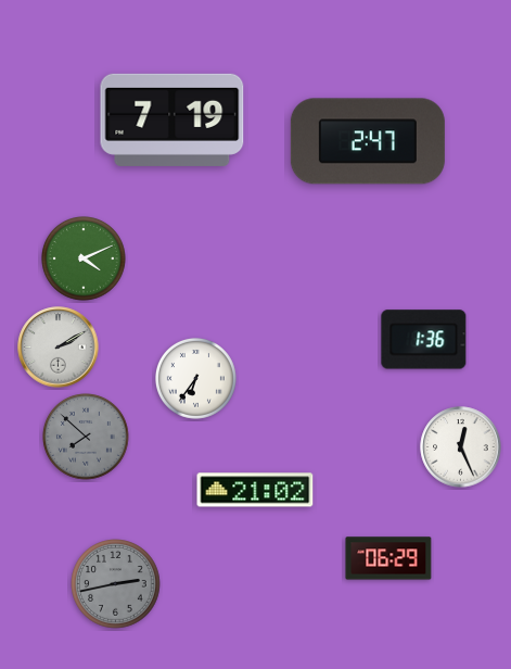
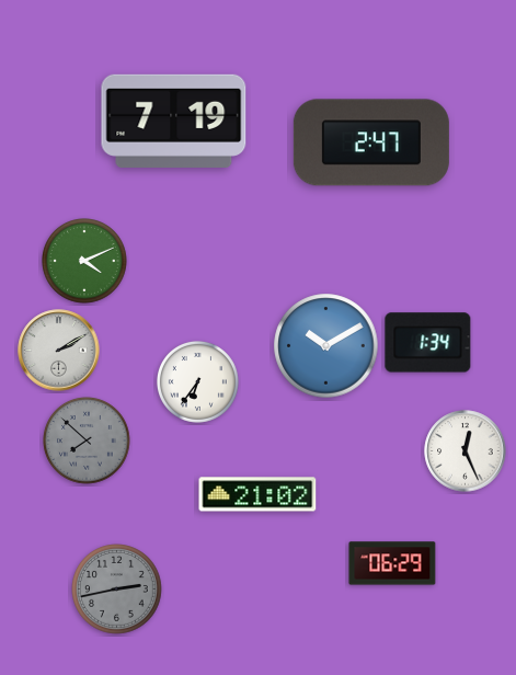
clock at (424, 340): 1:36 -> 1:34
clock at (326, 346): none -> 10:10
